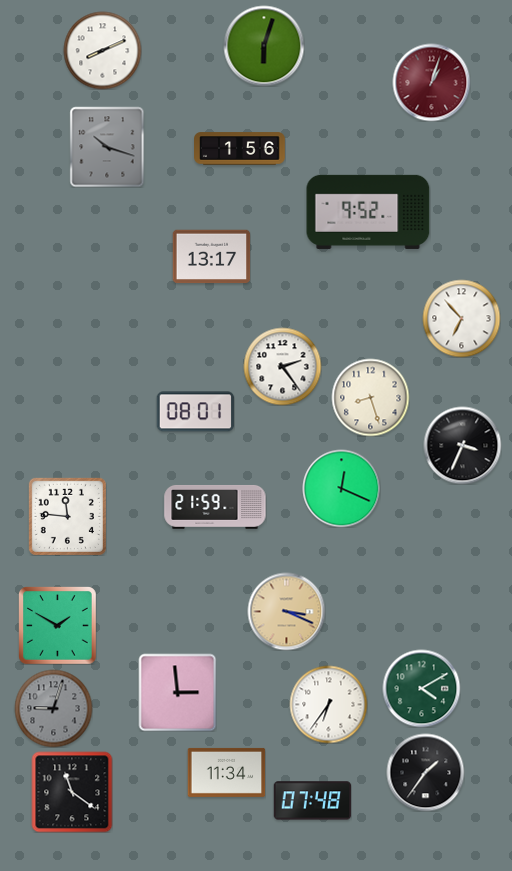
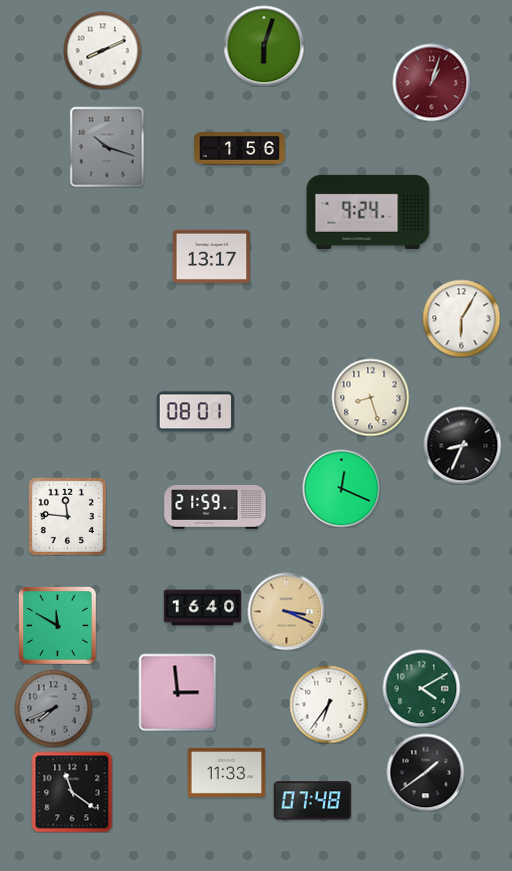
clock at (368, 212): 9:52 -> 9:24
clock at (461, 318): 6:53 -> 6:05
clock at (282, 366): 2:24 -> none
clock at (462, 445): 3:34 -> 8:34
clock at (202, 608): none -> 16:40
clock at (58, 626): 1:50 -> 11:50
clock at (53, 708): 9:03 -> 7:41
clock at (226, 772): 11:34 -> 11:33
clock at (425, 772): 1:36 -> 1:39
